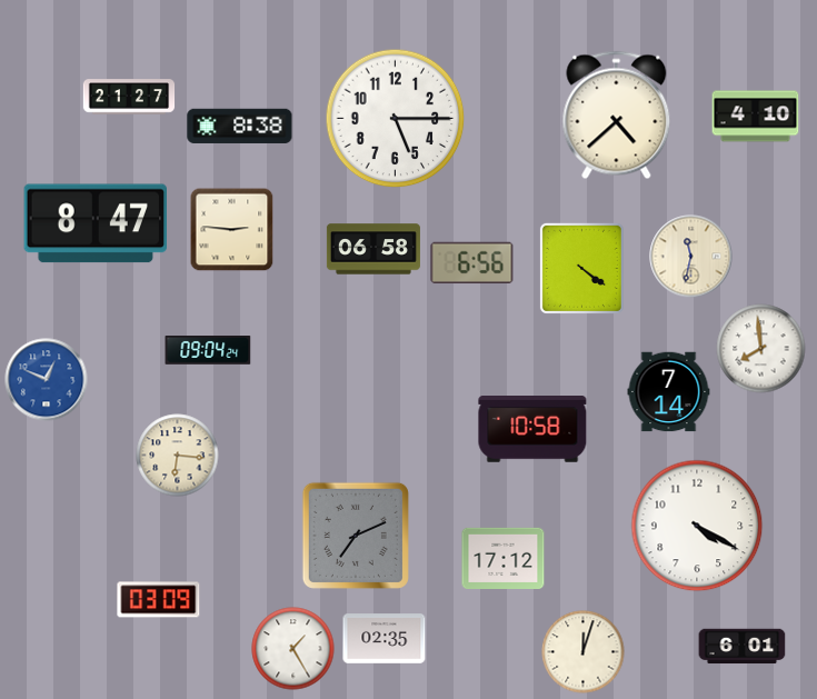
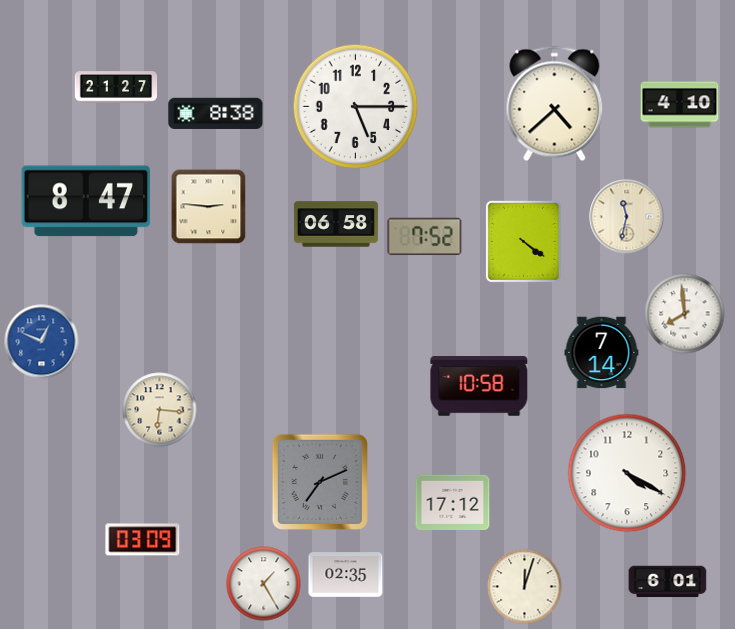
clock at (691, 257) position: (691, 257) -> (627, 217)
clock at (472, 263): 6:56 -> 7:52
clock at (208, 351): 09:04 -> none
